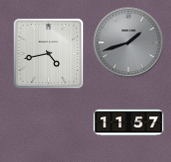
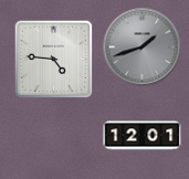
clock at (49, 54): 4:43 -> 4:46
clock at (129, 123): 11:57 -> 12:01
